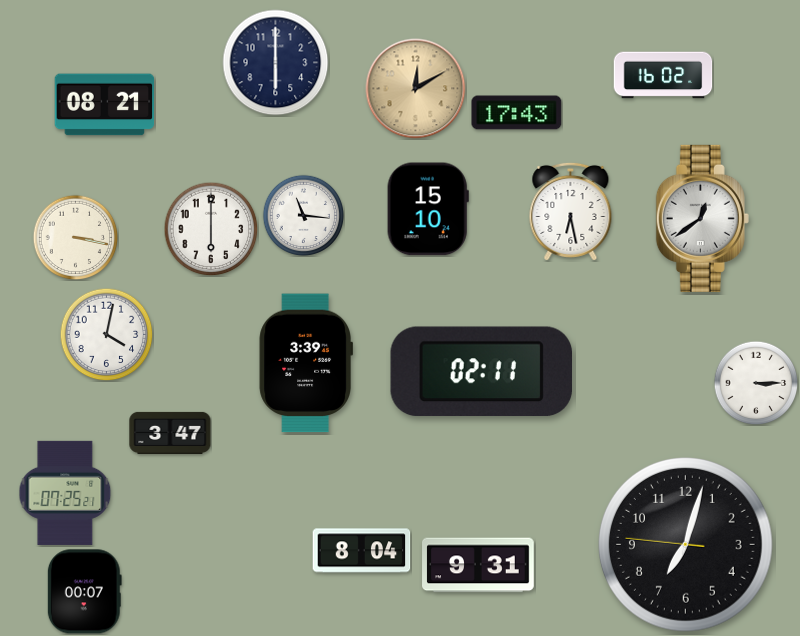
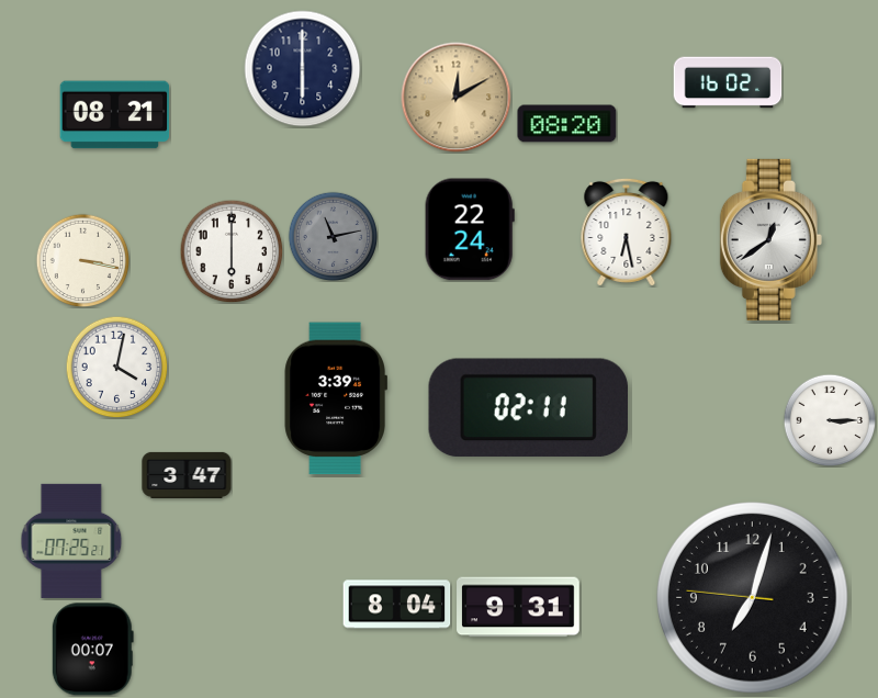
clock at (517, 113): 17:43 -> 08:20
clock at (428, 209): 15:10 -> 22:24
clock at (303, 215): 11:16 -> 11:13
clock at (303, 215) dial: white -> grey
clock at (478, 565) position: (478, 565) -> (518, 607)
